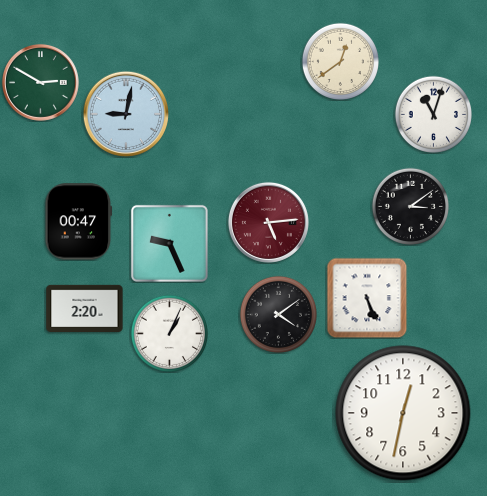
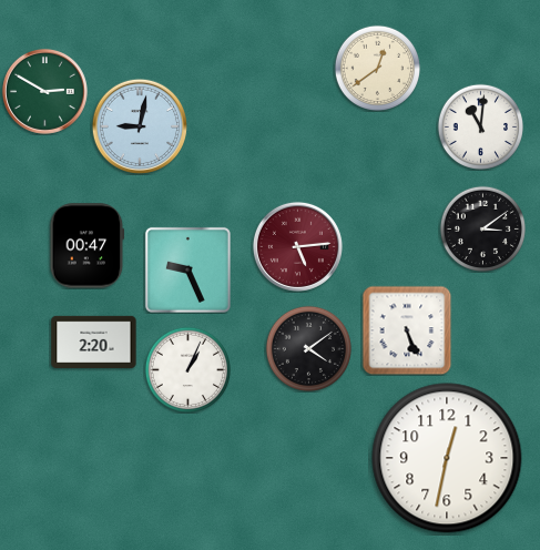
clock at (433, 114): 11:03 -> 11:01
clock at (410, 206) position: (410, 206) -> (482, 228)
